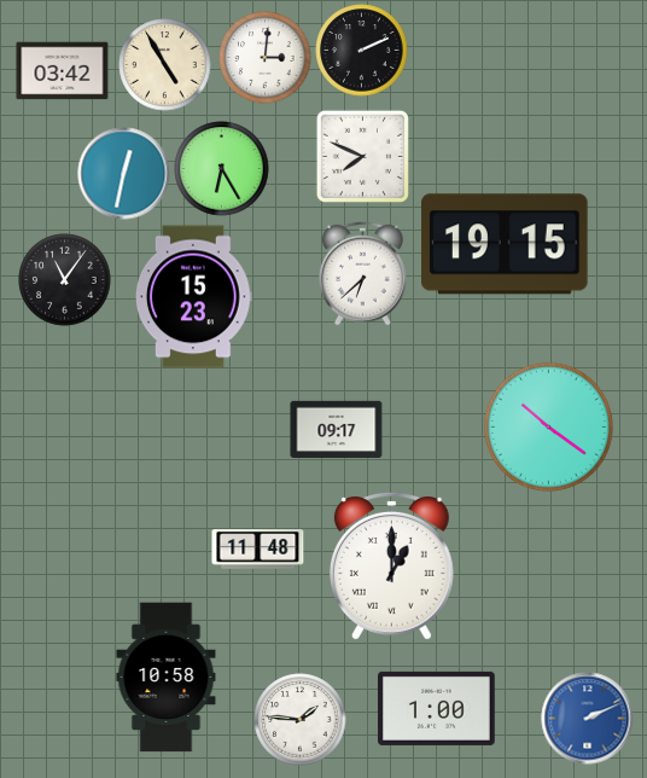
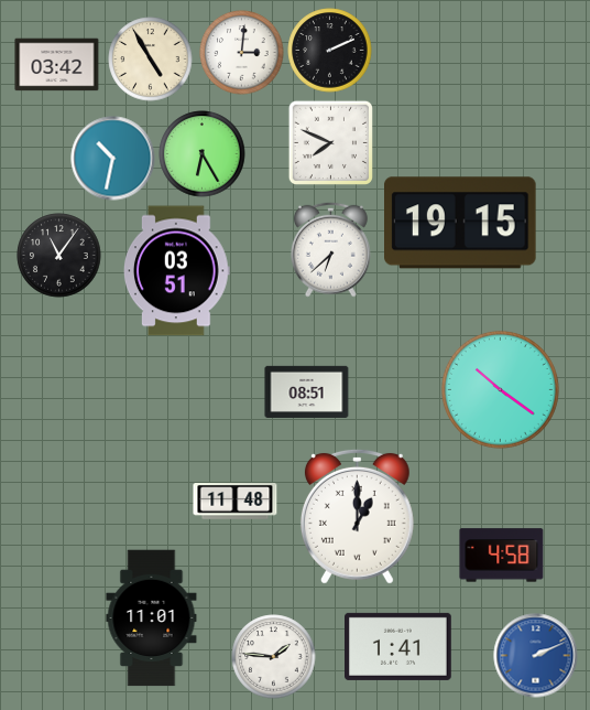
clock at (362, 51) position: (362, 51) -> (330, 51)
clock at (124, 174): 12:32 -> 10:32
clock at (194, 297): 15:23 -> 03:51
clock at (337, 429): 09:17 -> 08:51
clock at (502, 556): none -> 4:58
clock at (167, 678): 10:58 -> 11:01
clock at (437, 708): 1:00 -> 1:41
